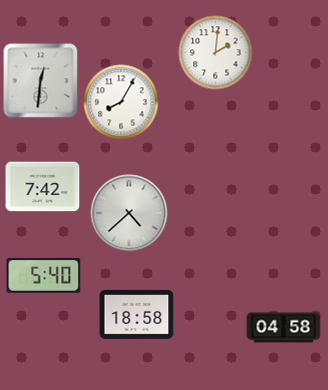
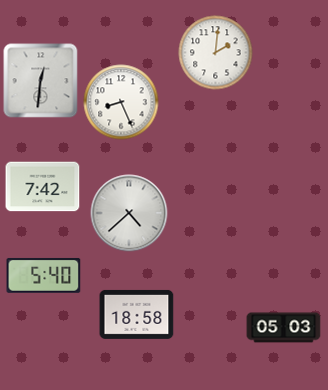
clock at (121, 102): 8:05 -> 8:26
clock at (284, 328): 04:58 -> 05:03
